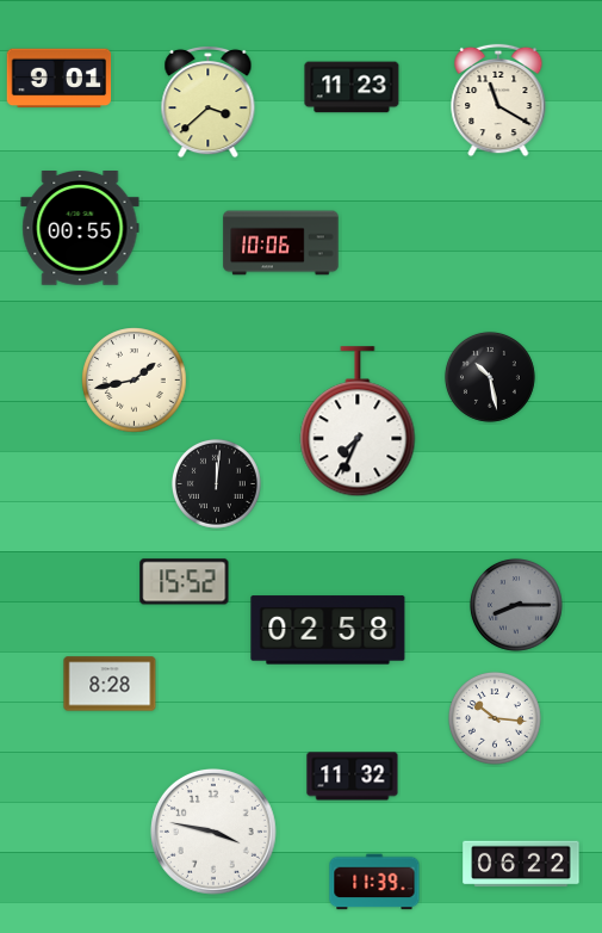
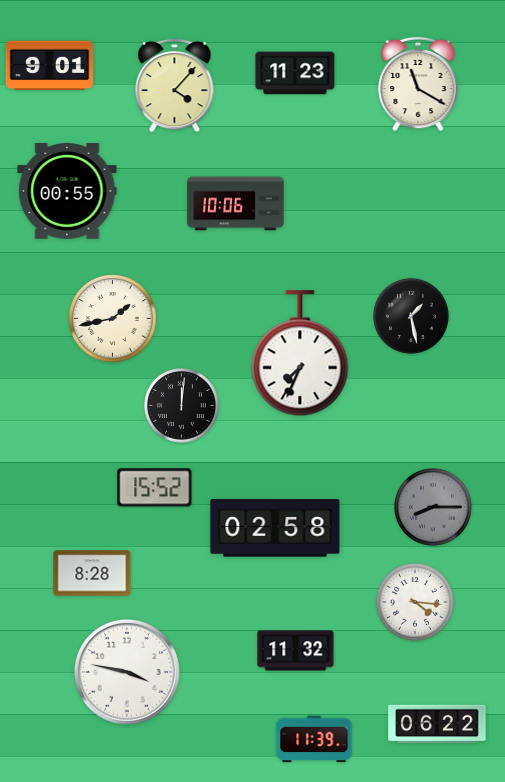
clock at (209, 101): 3:38 -> 4:07
clock at (490, 377): 10:28 -> 1:28
clock at (495, 718): 10:16 -> 4:16
clock at (213, 832) position: (213, 832) -> (127, 672)
